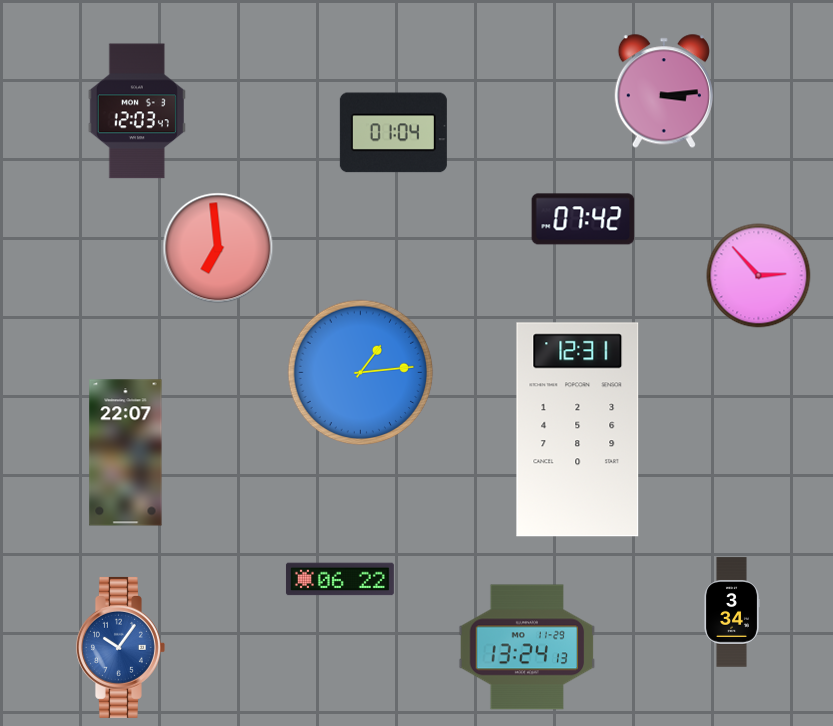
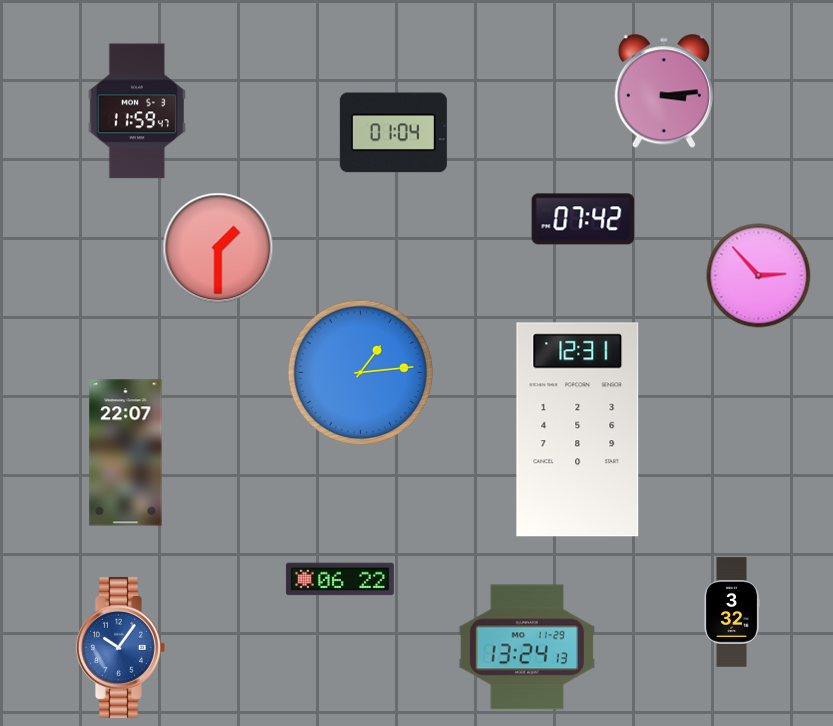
clock at (137, 111): 12:03 -> 11:59
clock at (218, 248): 6:59 -> 1:30
clock at (732, 612): 3:34 -> 3:32
